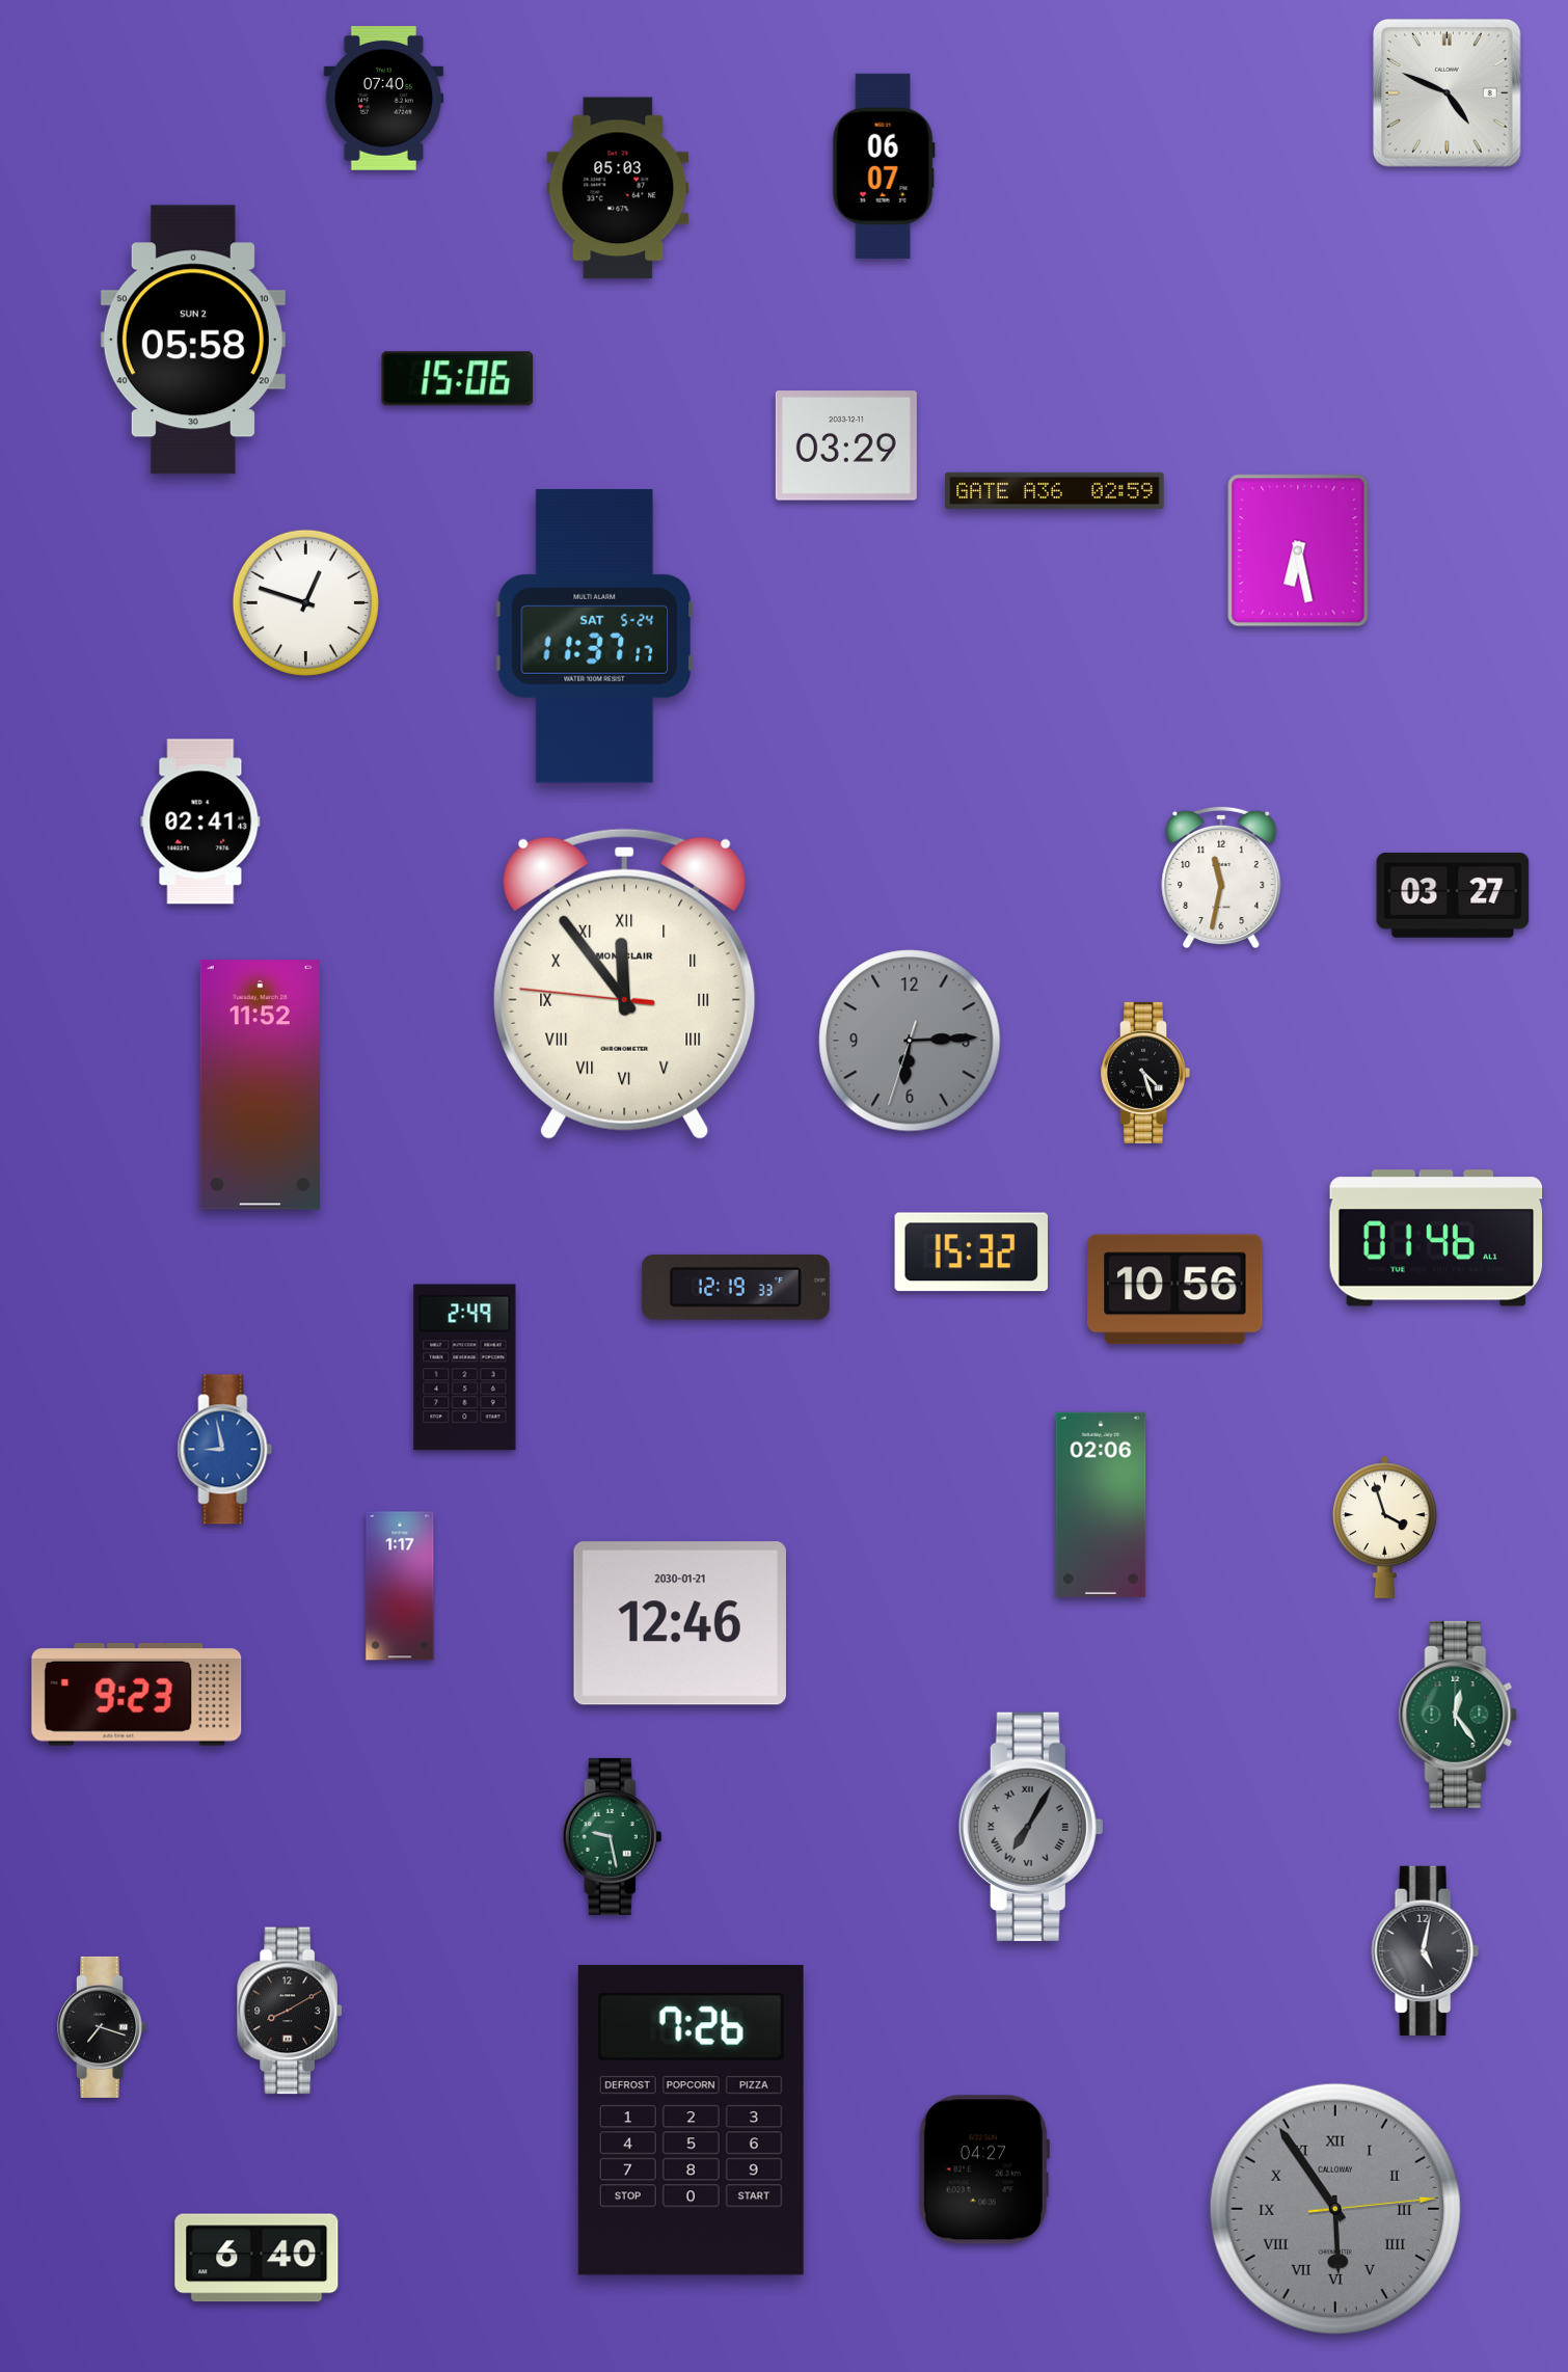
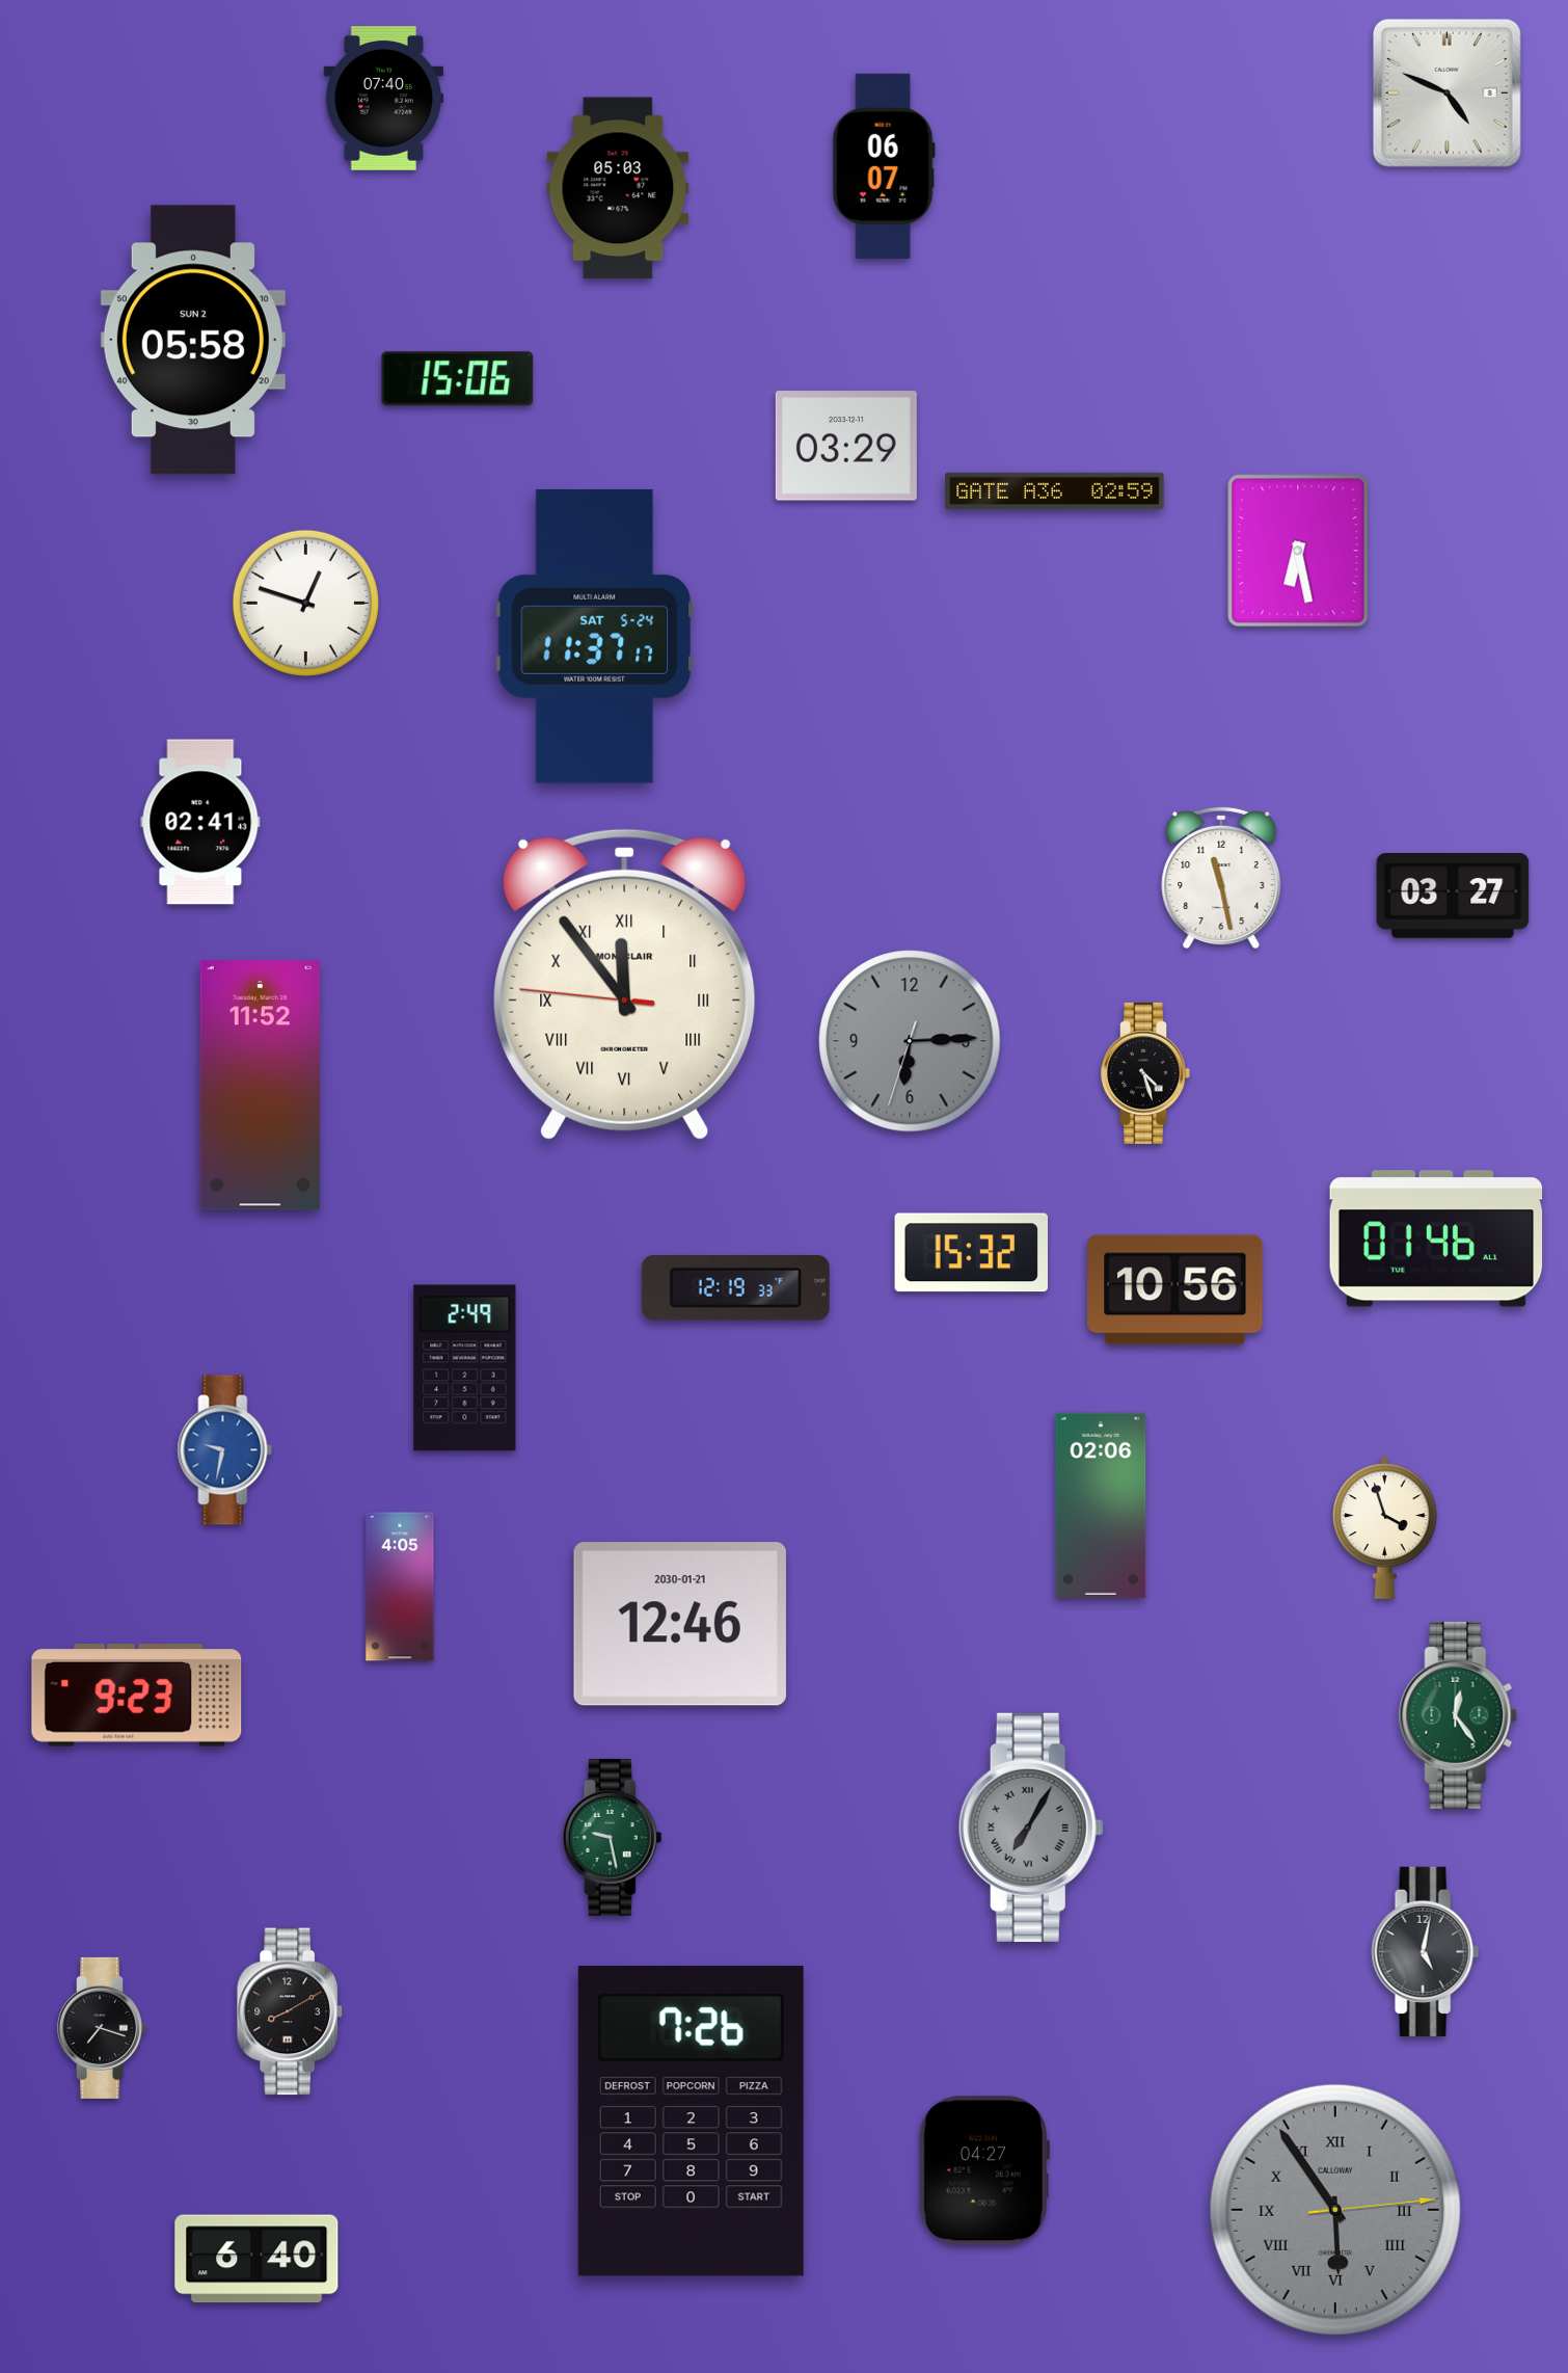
clock at (1221, 878): 11:32 -> 11:28
clock at (225, 1450): 8:58 -> 9:32
clock at (400, 1586): 1:17 -> 4:05
